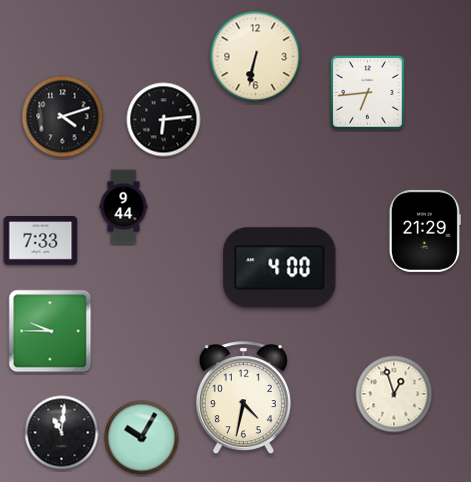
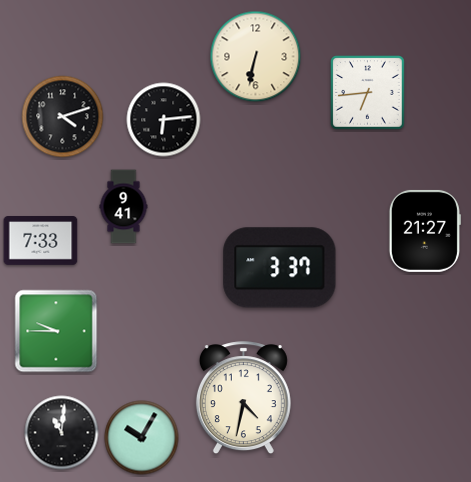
clock at (124, 207): 9:44 -> 9:41
clock at (425, 231): 21:29 -> 21:27
clock at (280, 268): 4:00 -> 3:37
clock at (50, 331) position: (50, 331) -> (56, 331)
clock at (394, 394): 12:57 -> none
